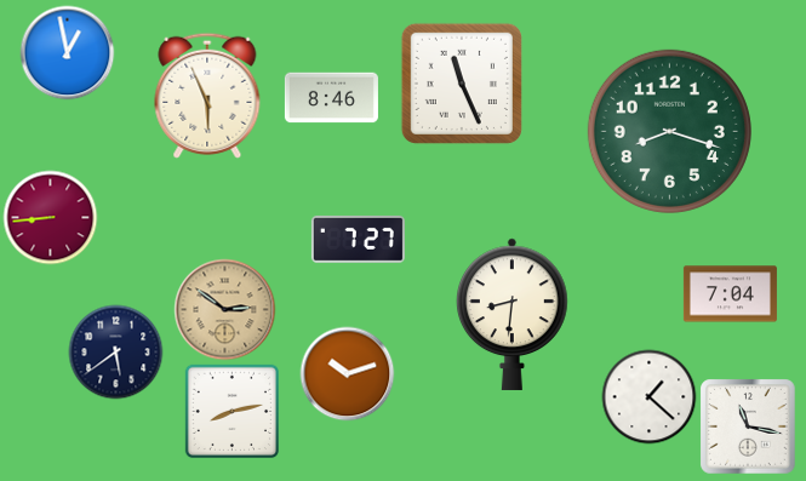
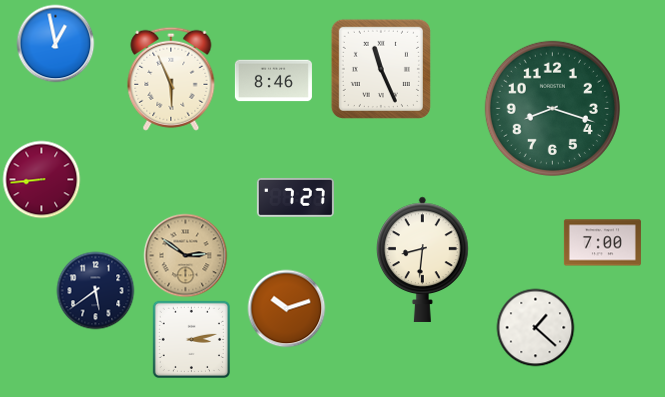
clock at (730, 294): 7:04 -> 7:00
clock at (231, 411): 8:13 -> 3:13
clock at (748, 426): 11:17 -> none
